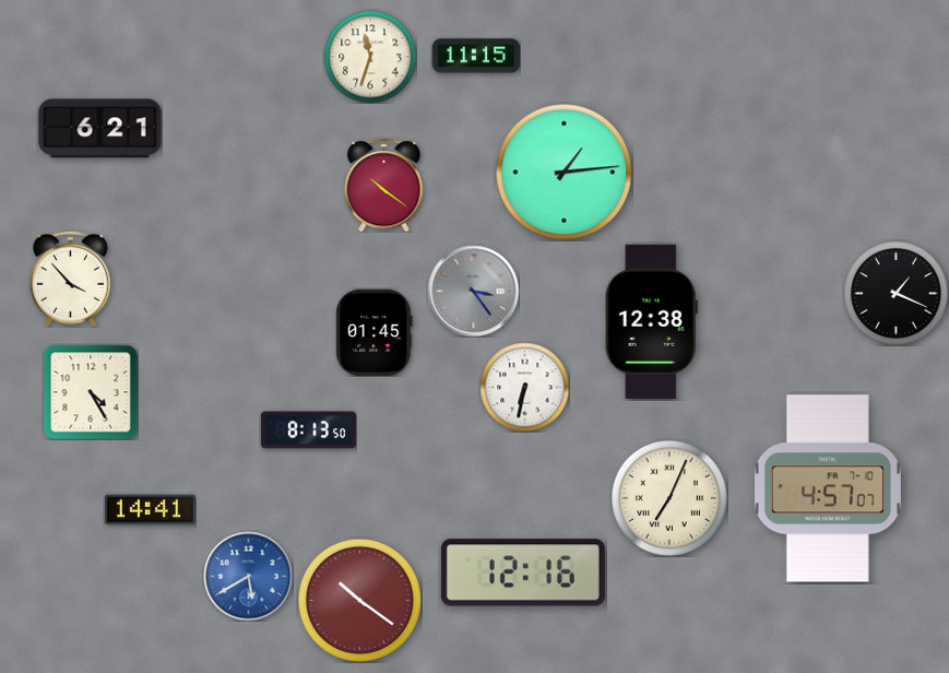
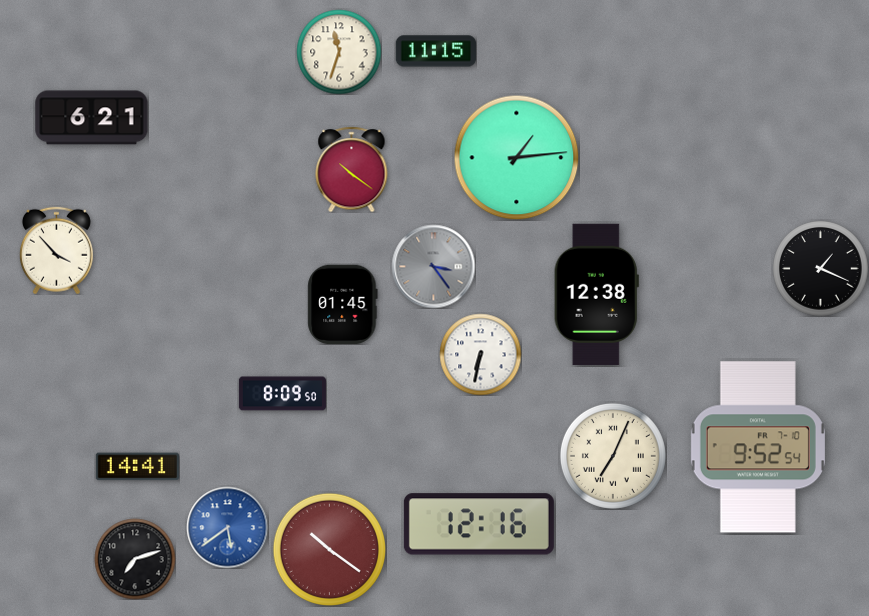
clock at (70, 279) position: (70, 279) -> (56, 250)
clock at (91, 392): 4:25 -> none
clock at (308, 430): 8:13 -> 8:09
clock at (828, 488): 4:57 -> 9:52
clock at (248, 576): 5:40 -> 5:39
clock at (135, 559): none -> 7:12
